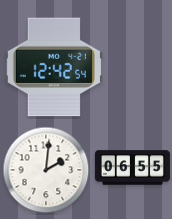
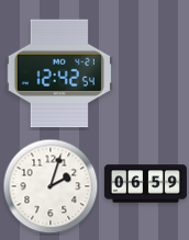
clock at (132, 168): 06:55 -> 06:59
clock at (46, 170): 2:01 -> 2:03
